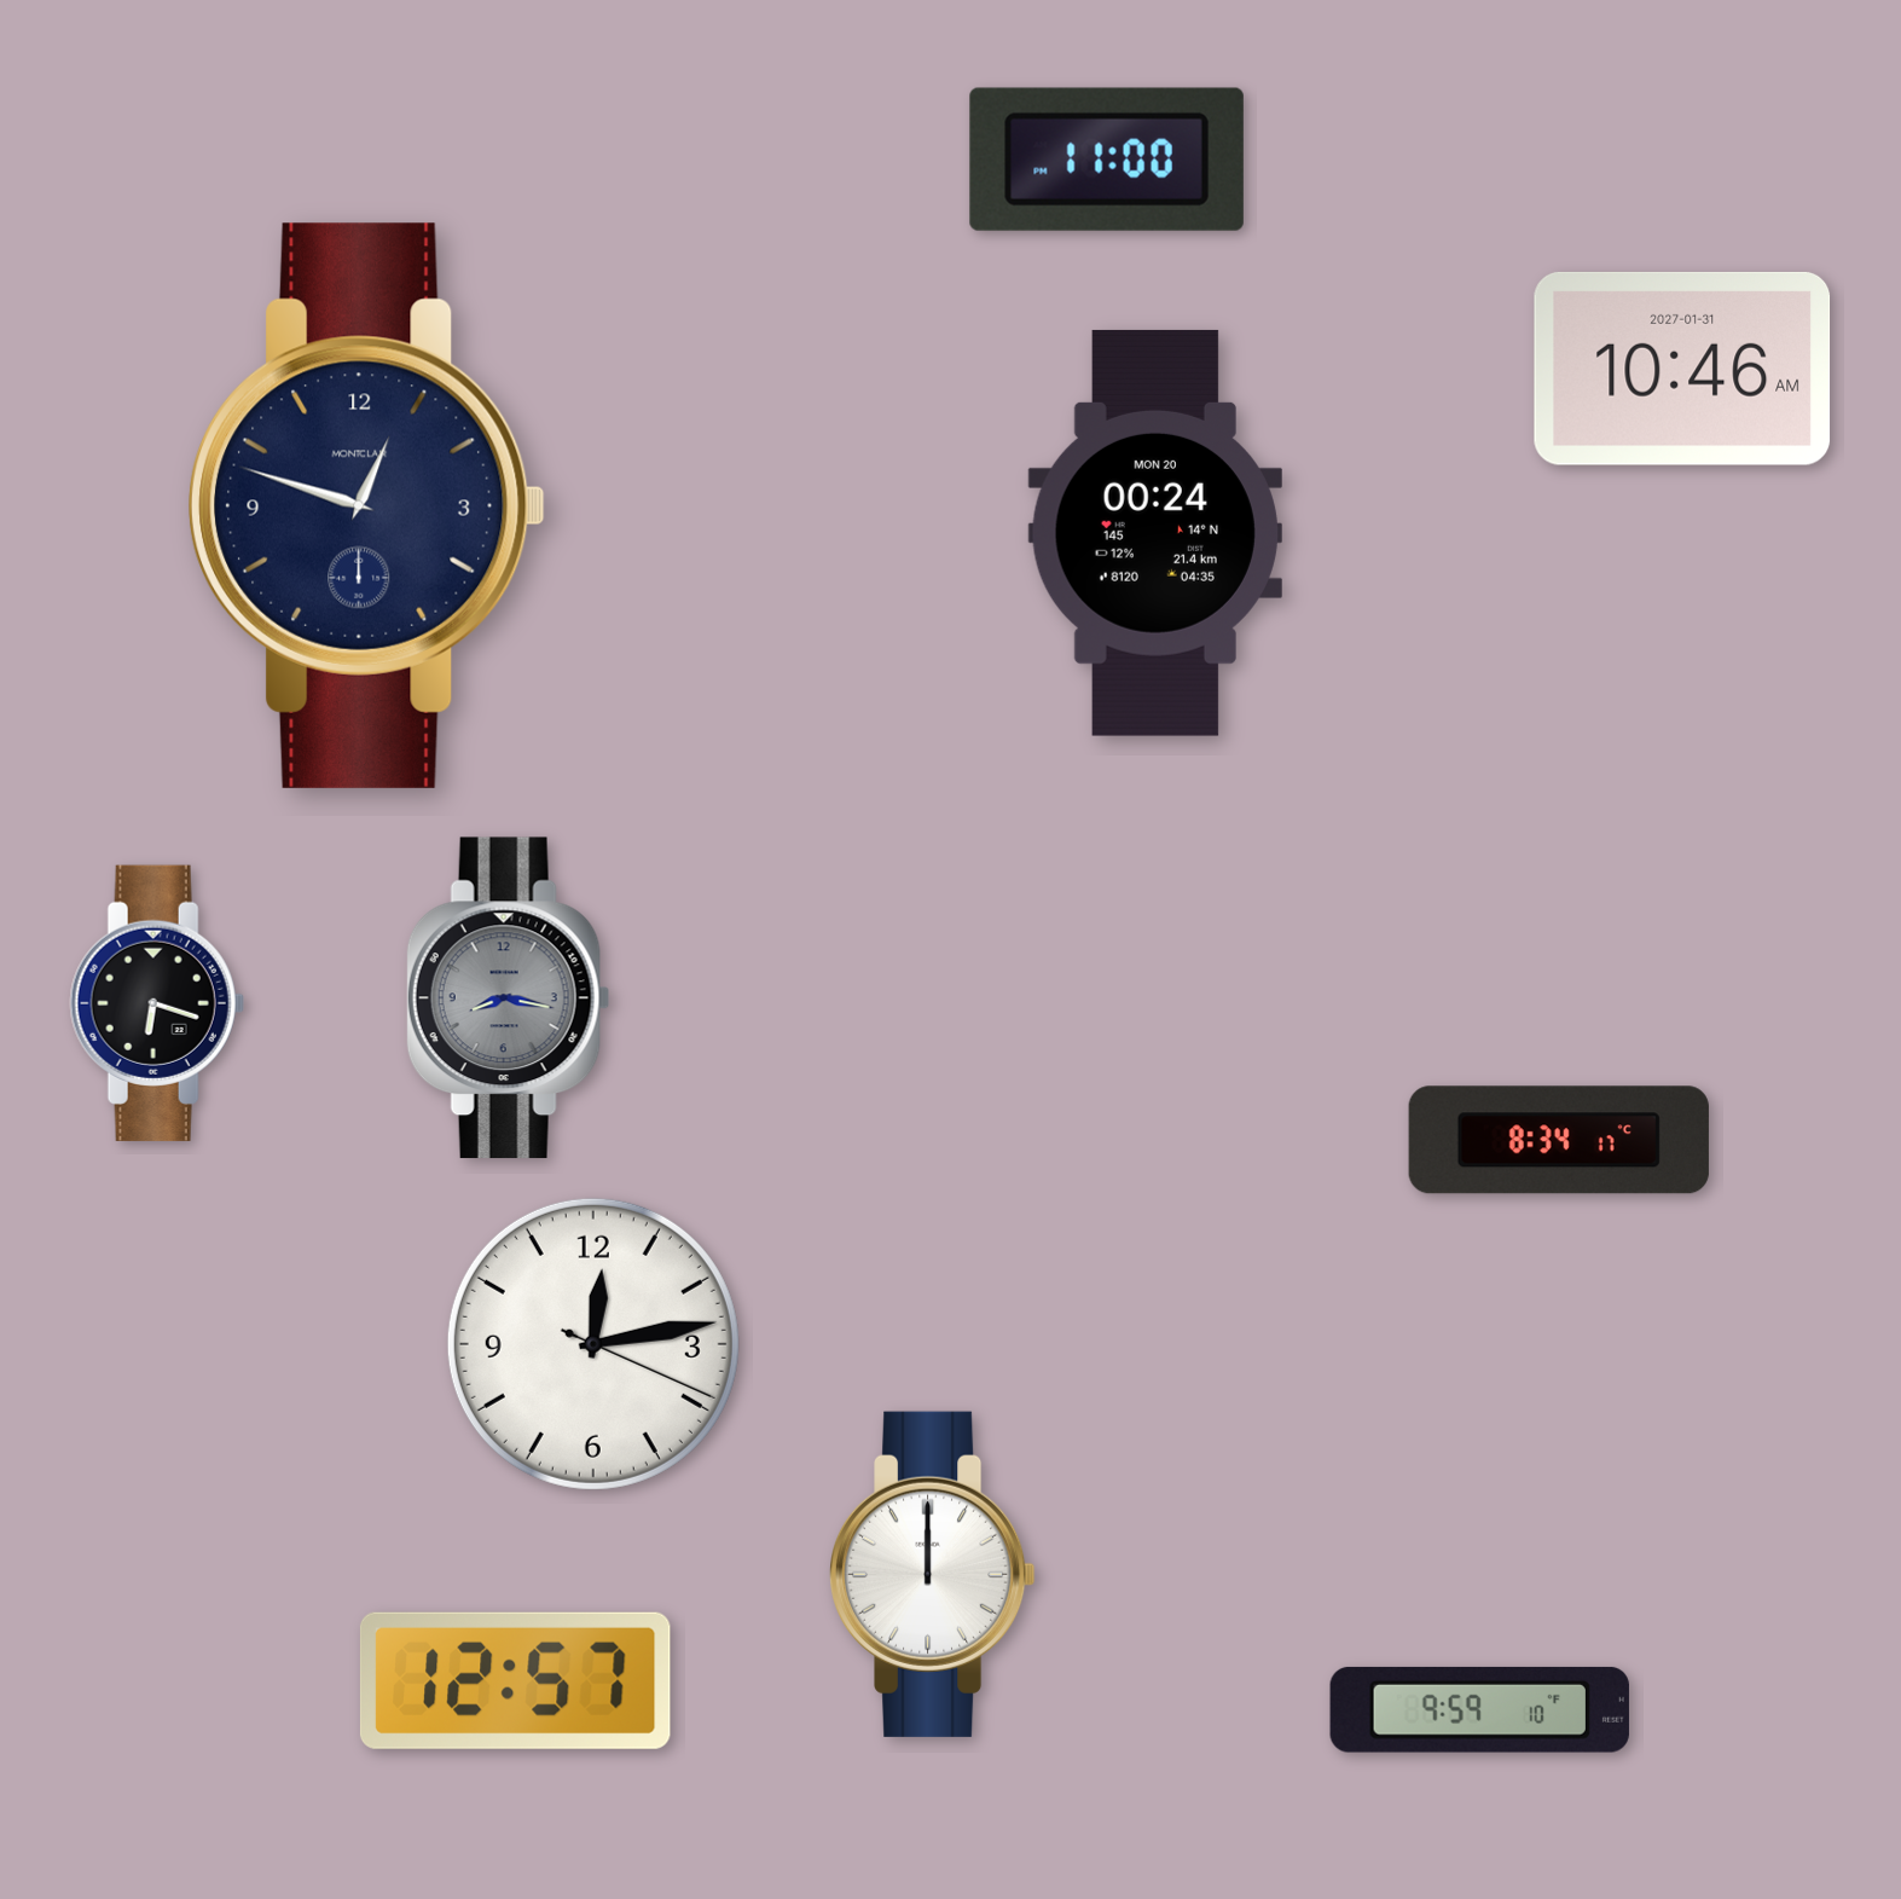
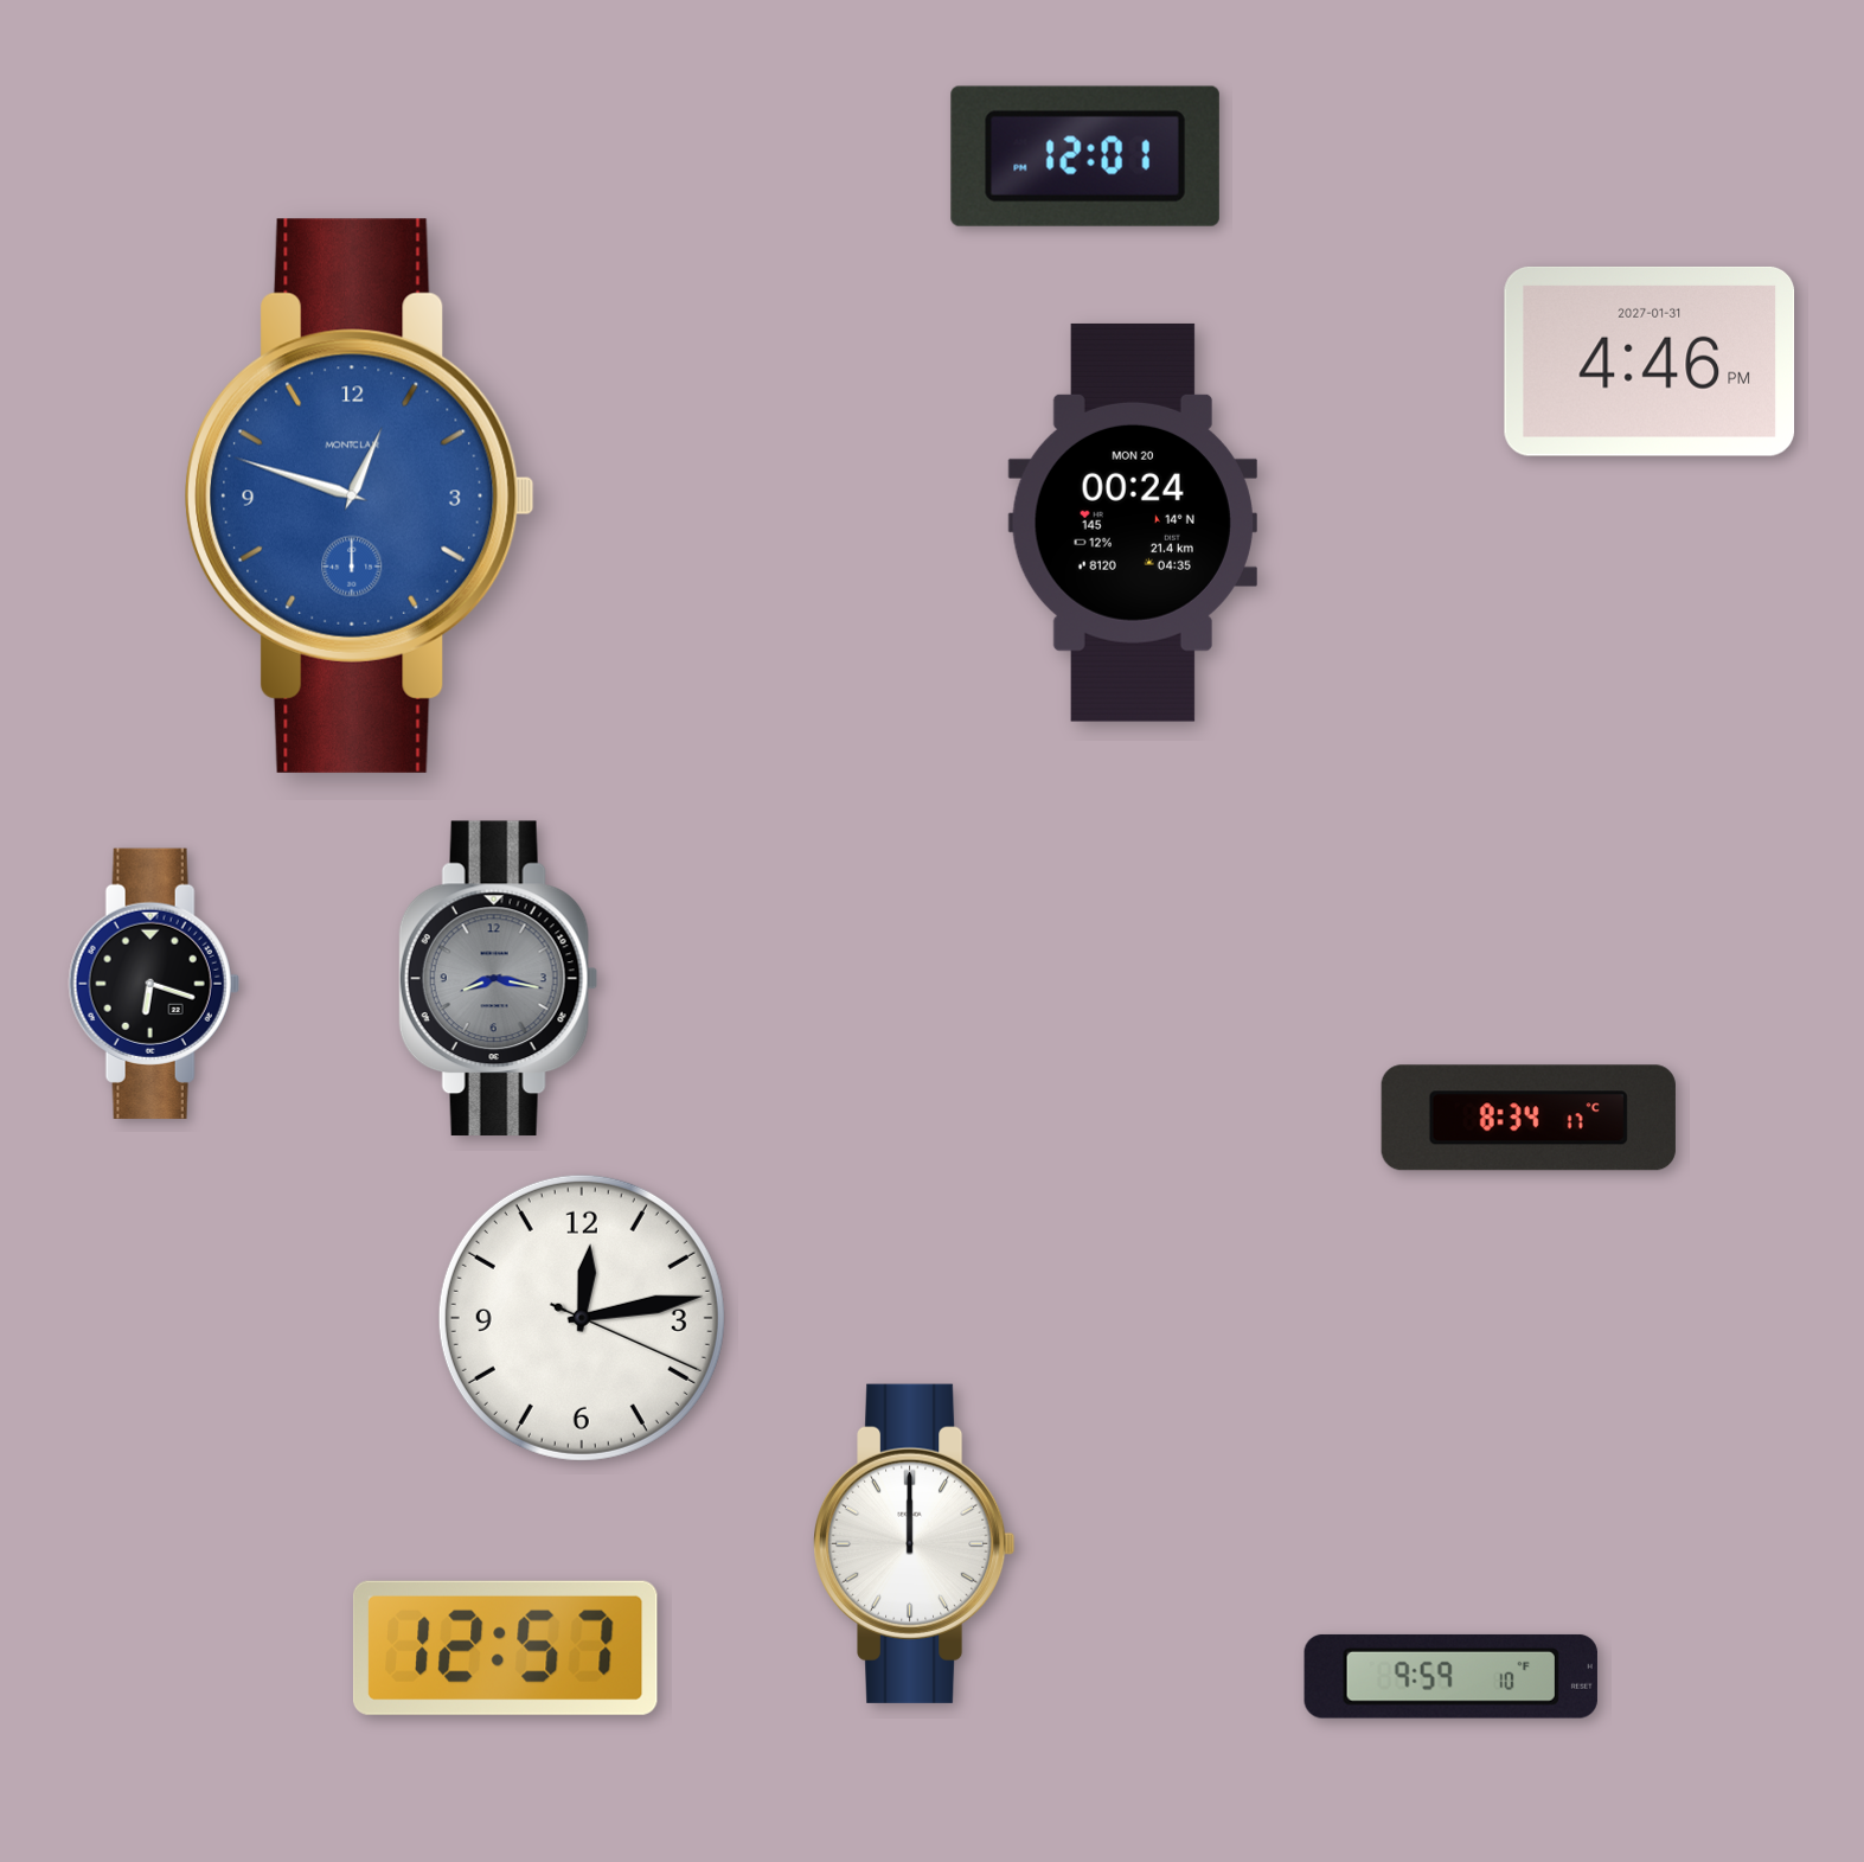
clock at (1107, 160): 11:00 -> 12:01
clock at (1682, 369): 10:46 -> 4:46
clock at (367, 505) dial: navy -> blue
